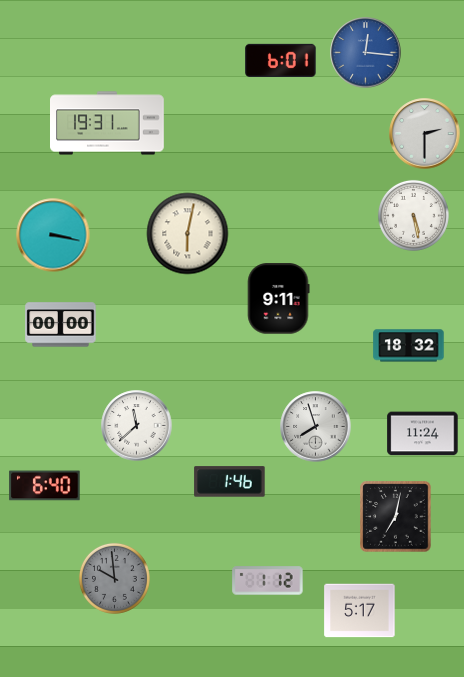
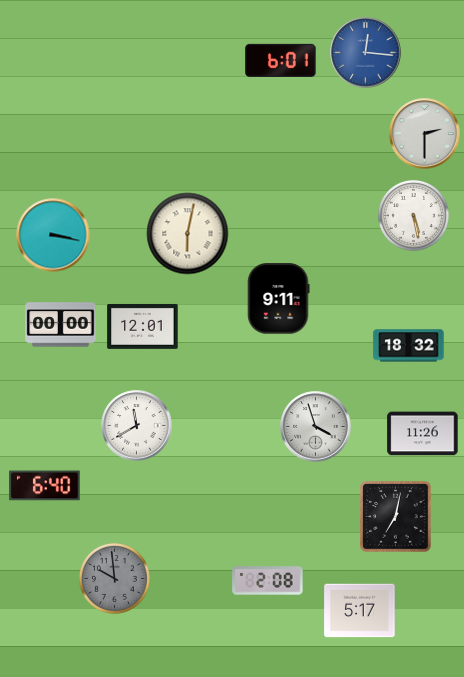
clock at (107, 123): 19:31 -> none
clock at (143, 326): none -> 12:01
clock at (137, 426): 11:38 -> 11:40
clock at (316, 427): 7:57 -> 3:57
clock at (423, 434): 11:24 -> 11:26
clock at (230, 482): 1:46 -> none
clock at (268, 581): 1:12 -> 2:08
